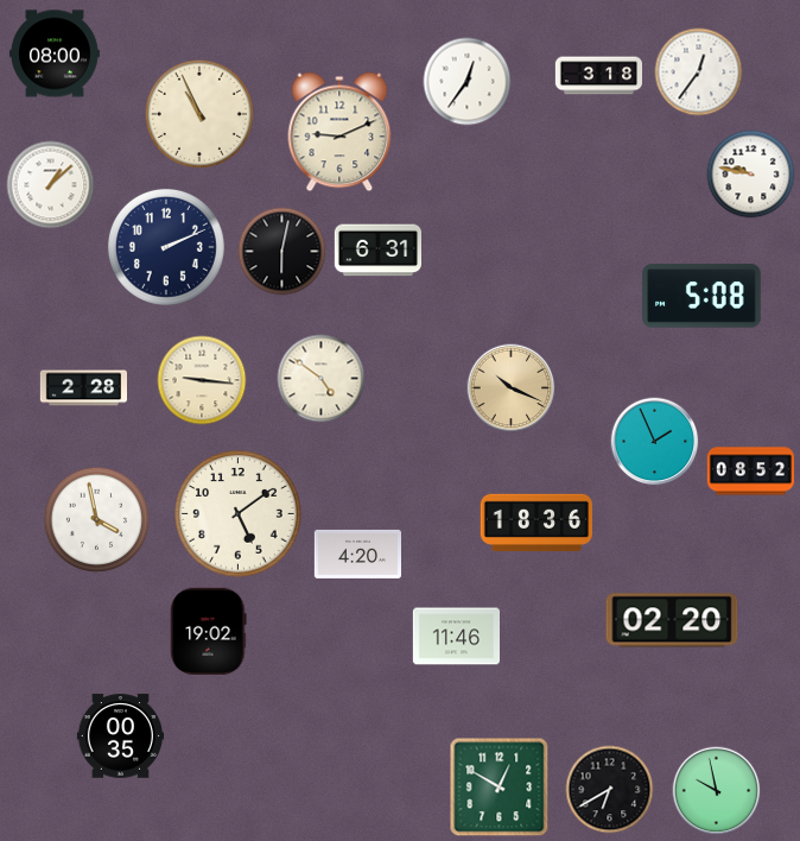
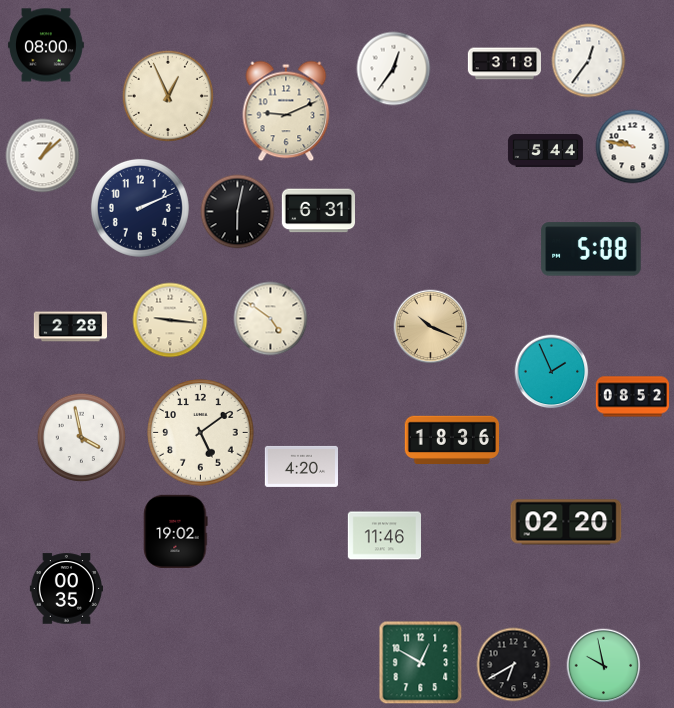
clock at (199, 114): 10:56 -> 12:56
clock at (545, 151): none -> 5:44
clock at (120, 736) position: (120, 736) -> (66, 589)
